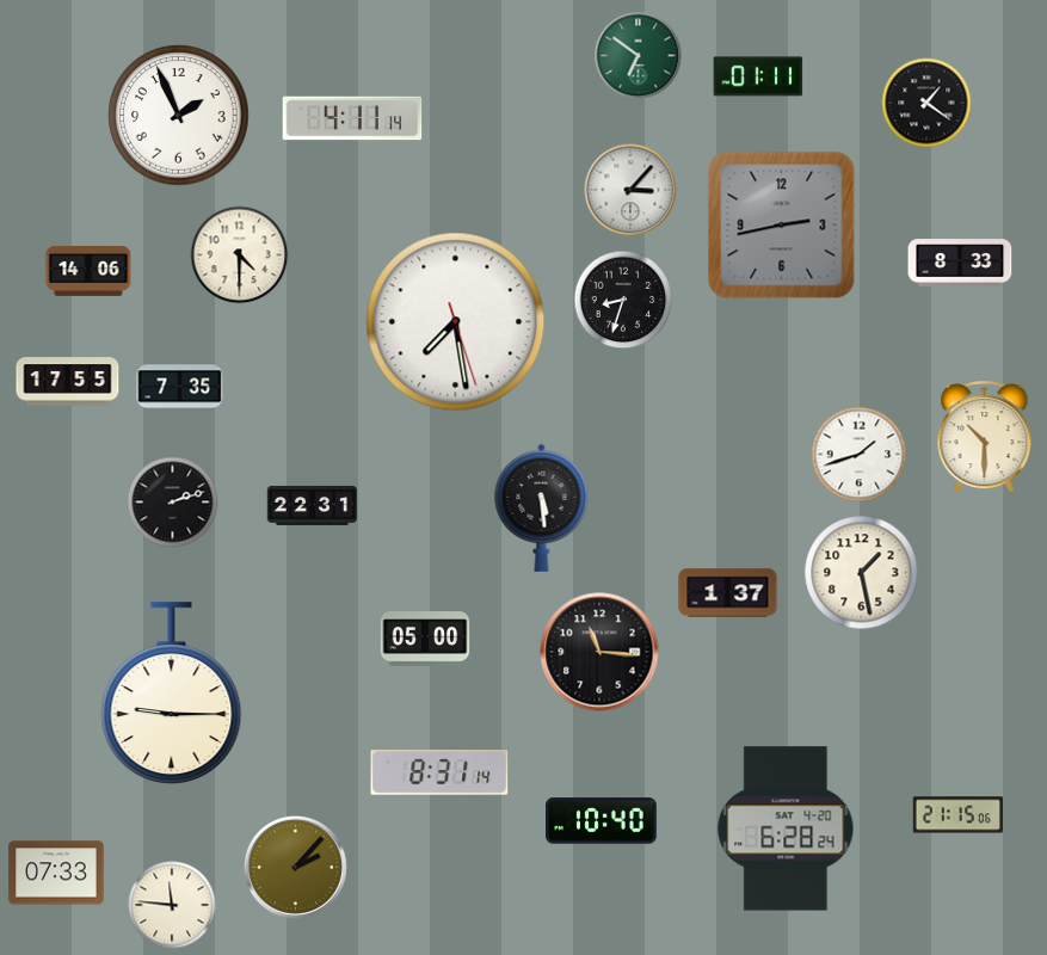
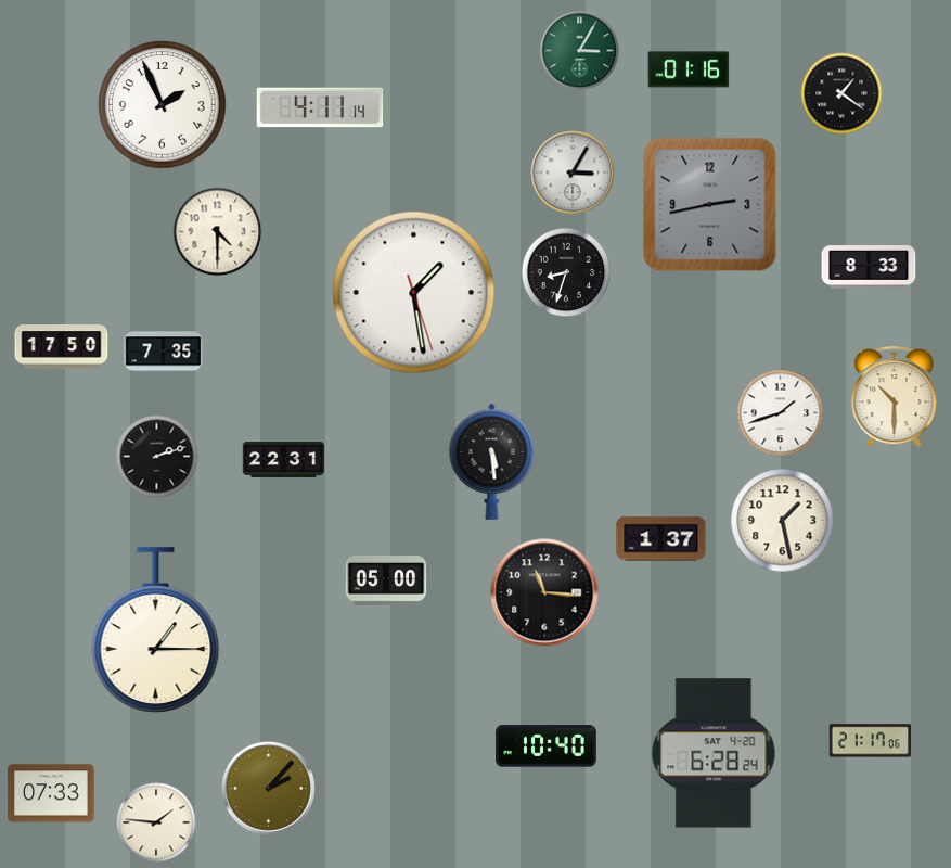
clock at (639, 56): 6:51 -> 3:05
clock at (758, 76): 01:11 -> 01:16
clock at (630, 190): 3:07 -> 3:05
clock at (960, 263) position: (960, 263) -> (869, 267)
clock at (88, 271): 14:06 -> none
clock at (456, 322): 7:28 -> 1:28
clock at (68, 382): 17:55 -> 17:50
clock at (172, 694): 9:15 -> 1:15
clock at (439, 772): 8:31 -> none
clock at (959, 815): 21:15 -> 21:17
clock at (172, 905): 11:46 -> 1:46
